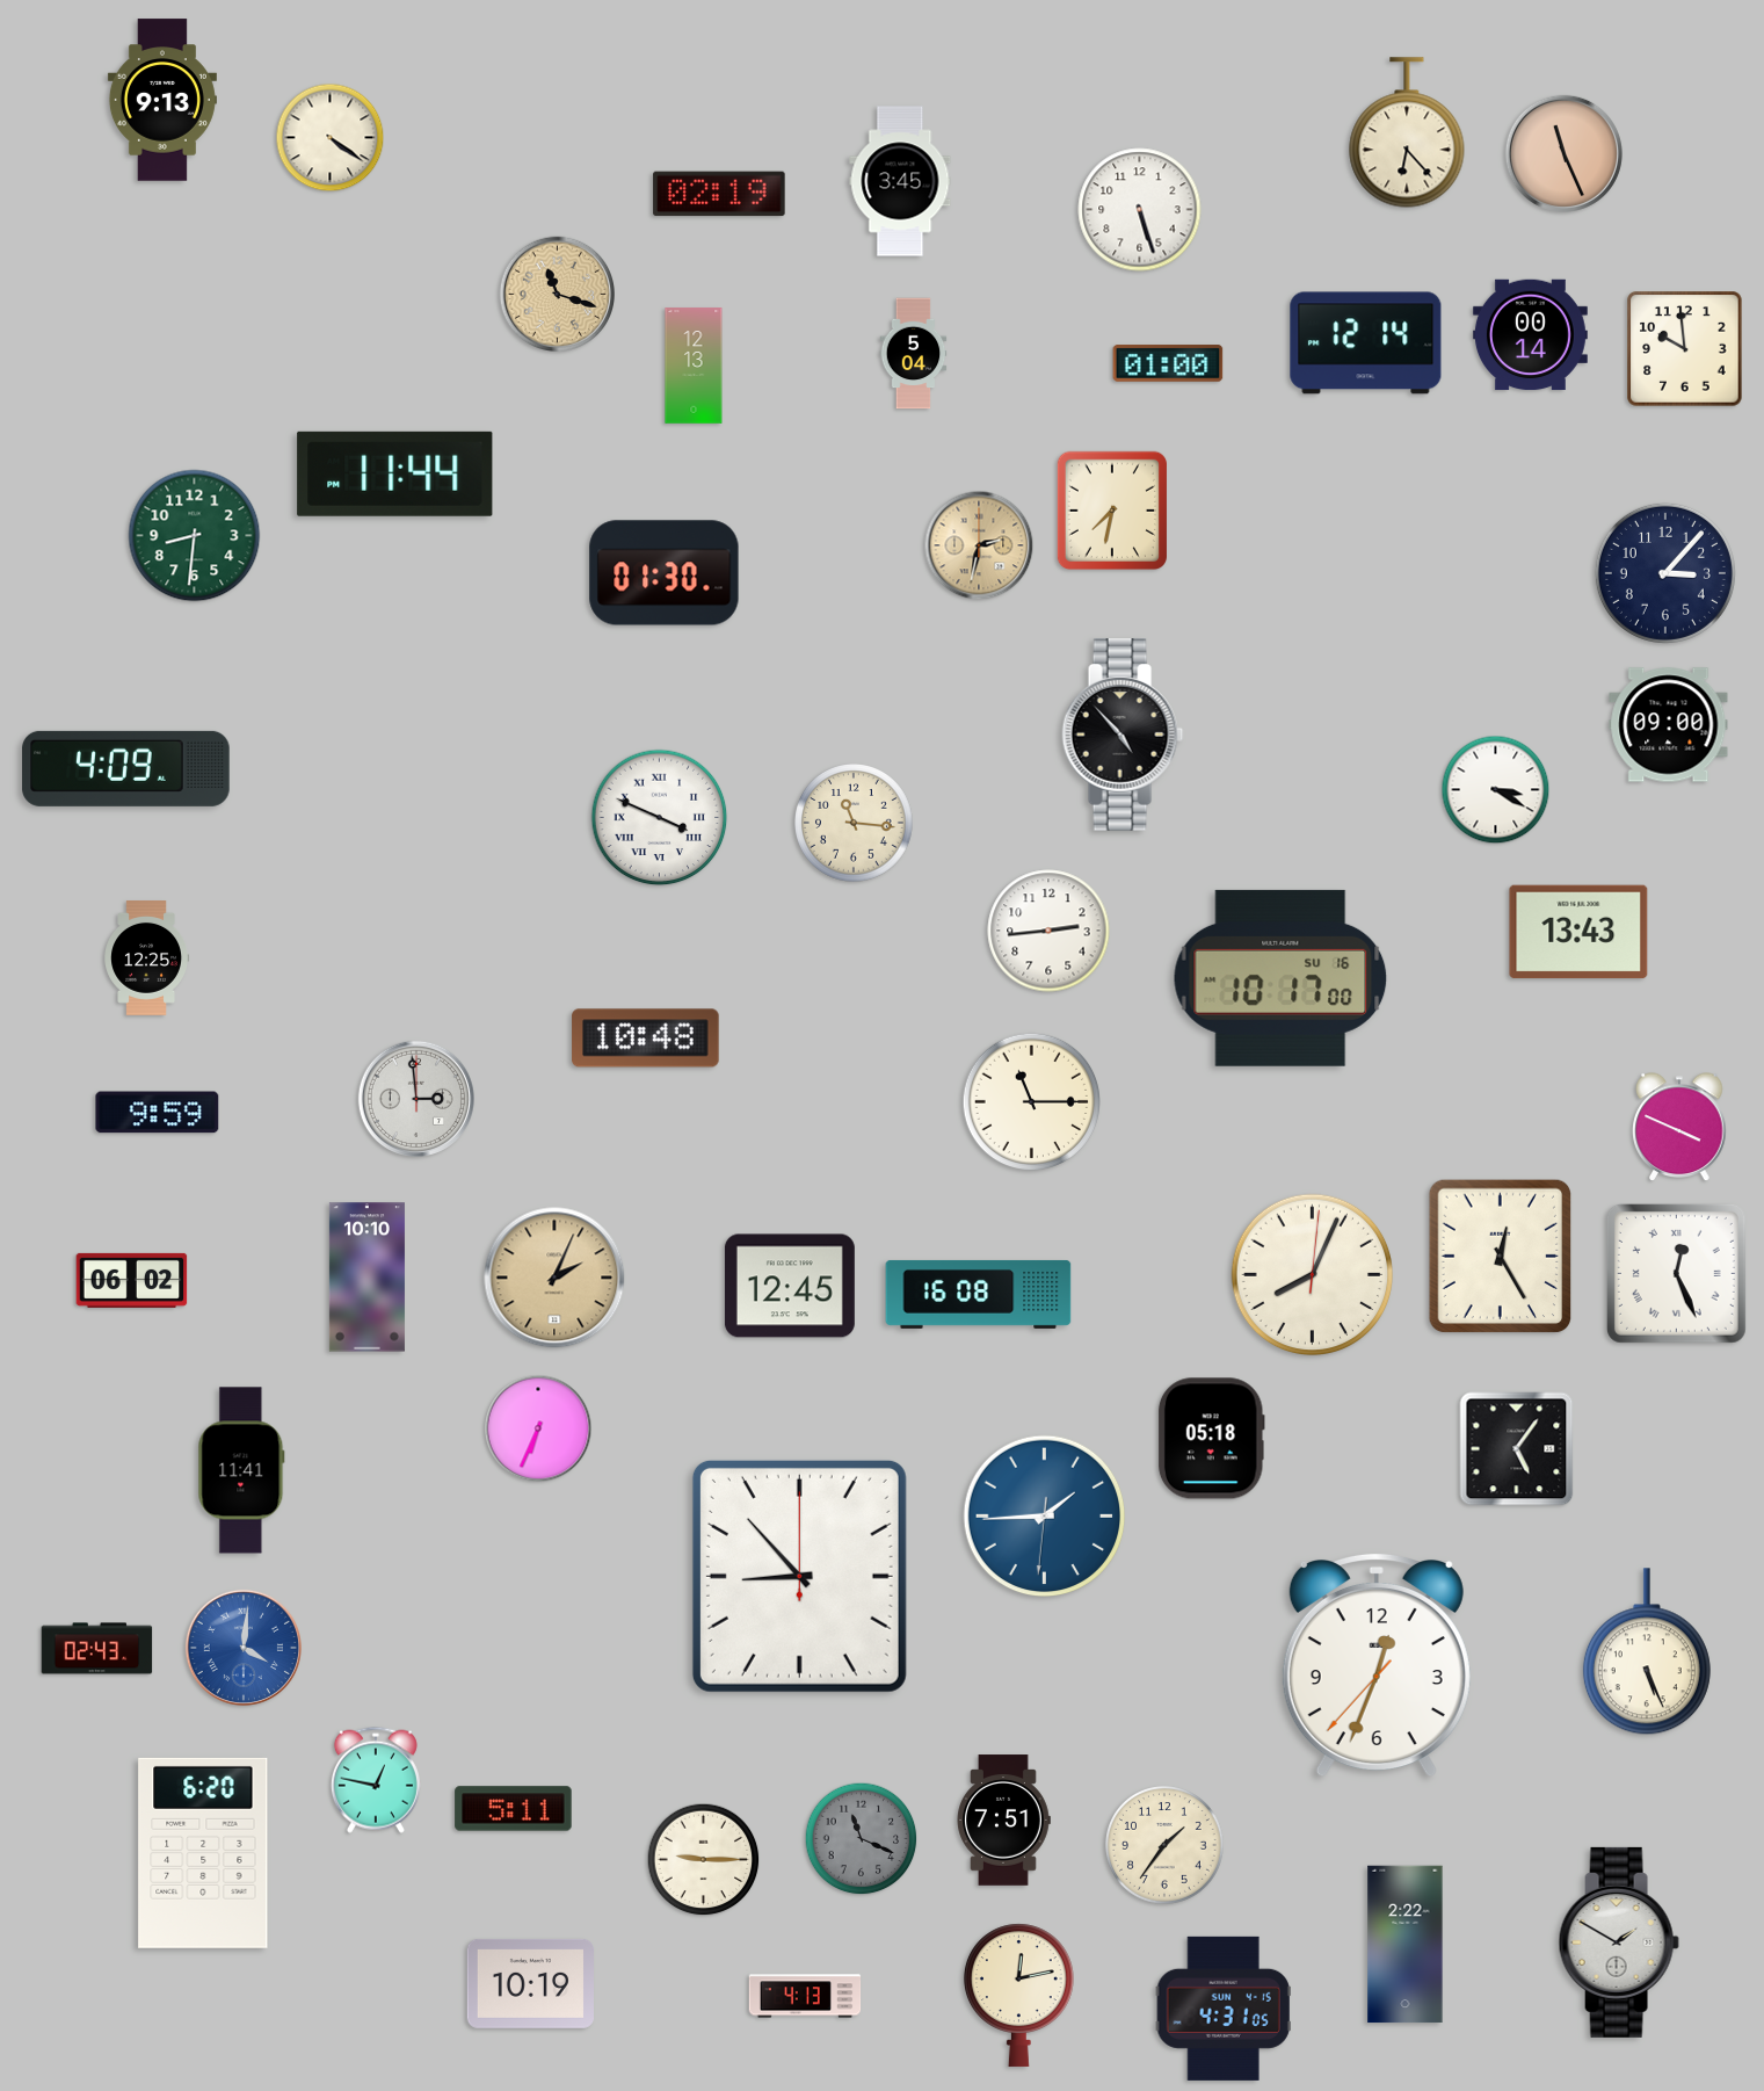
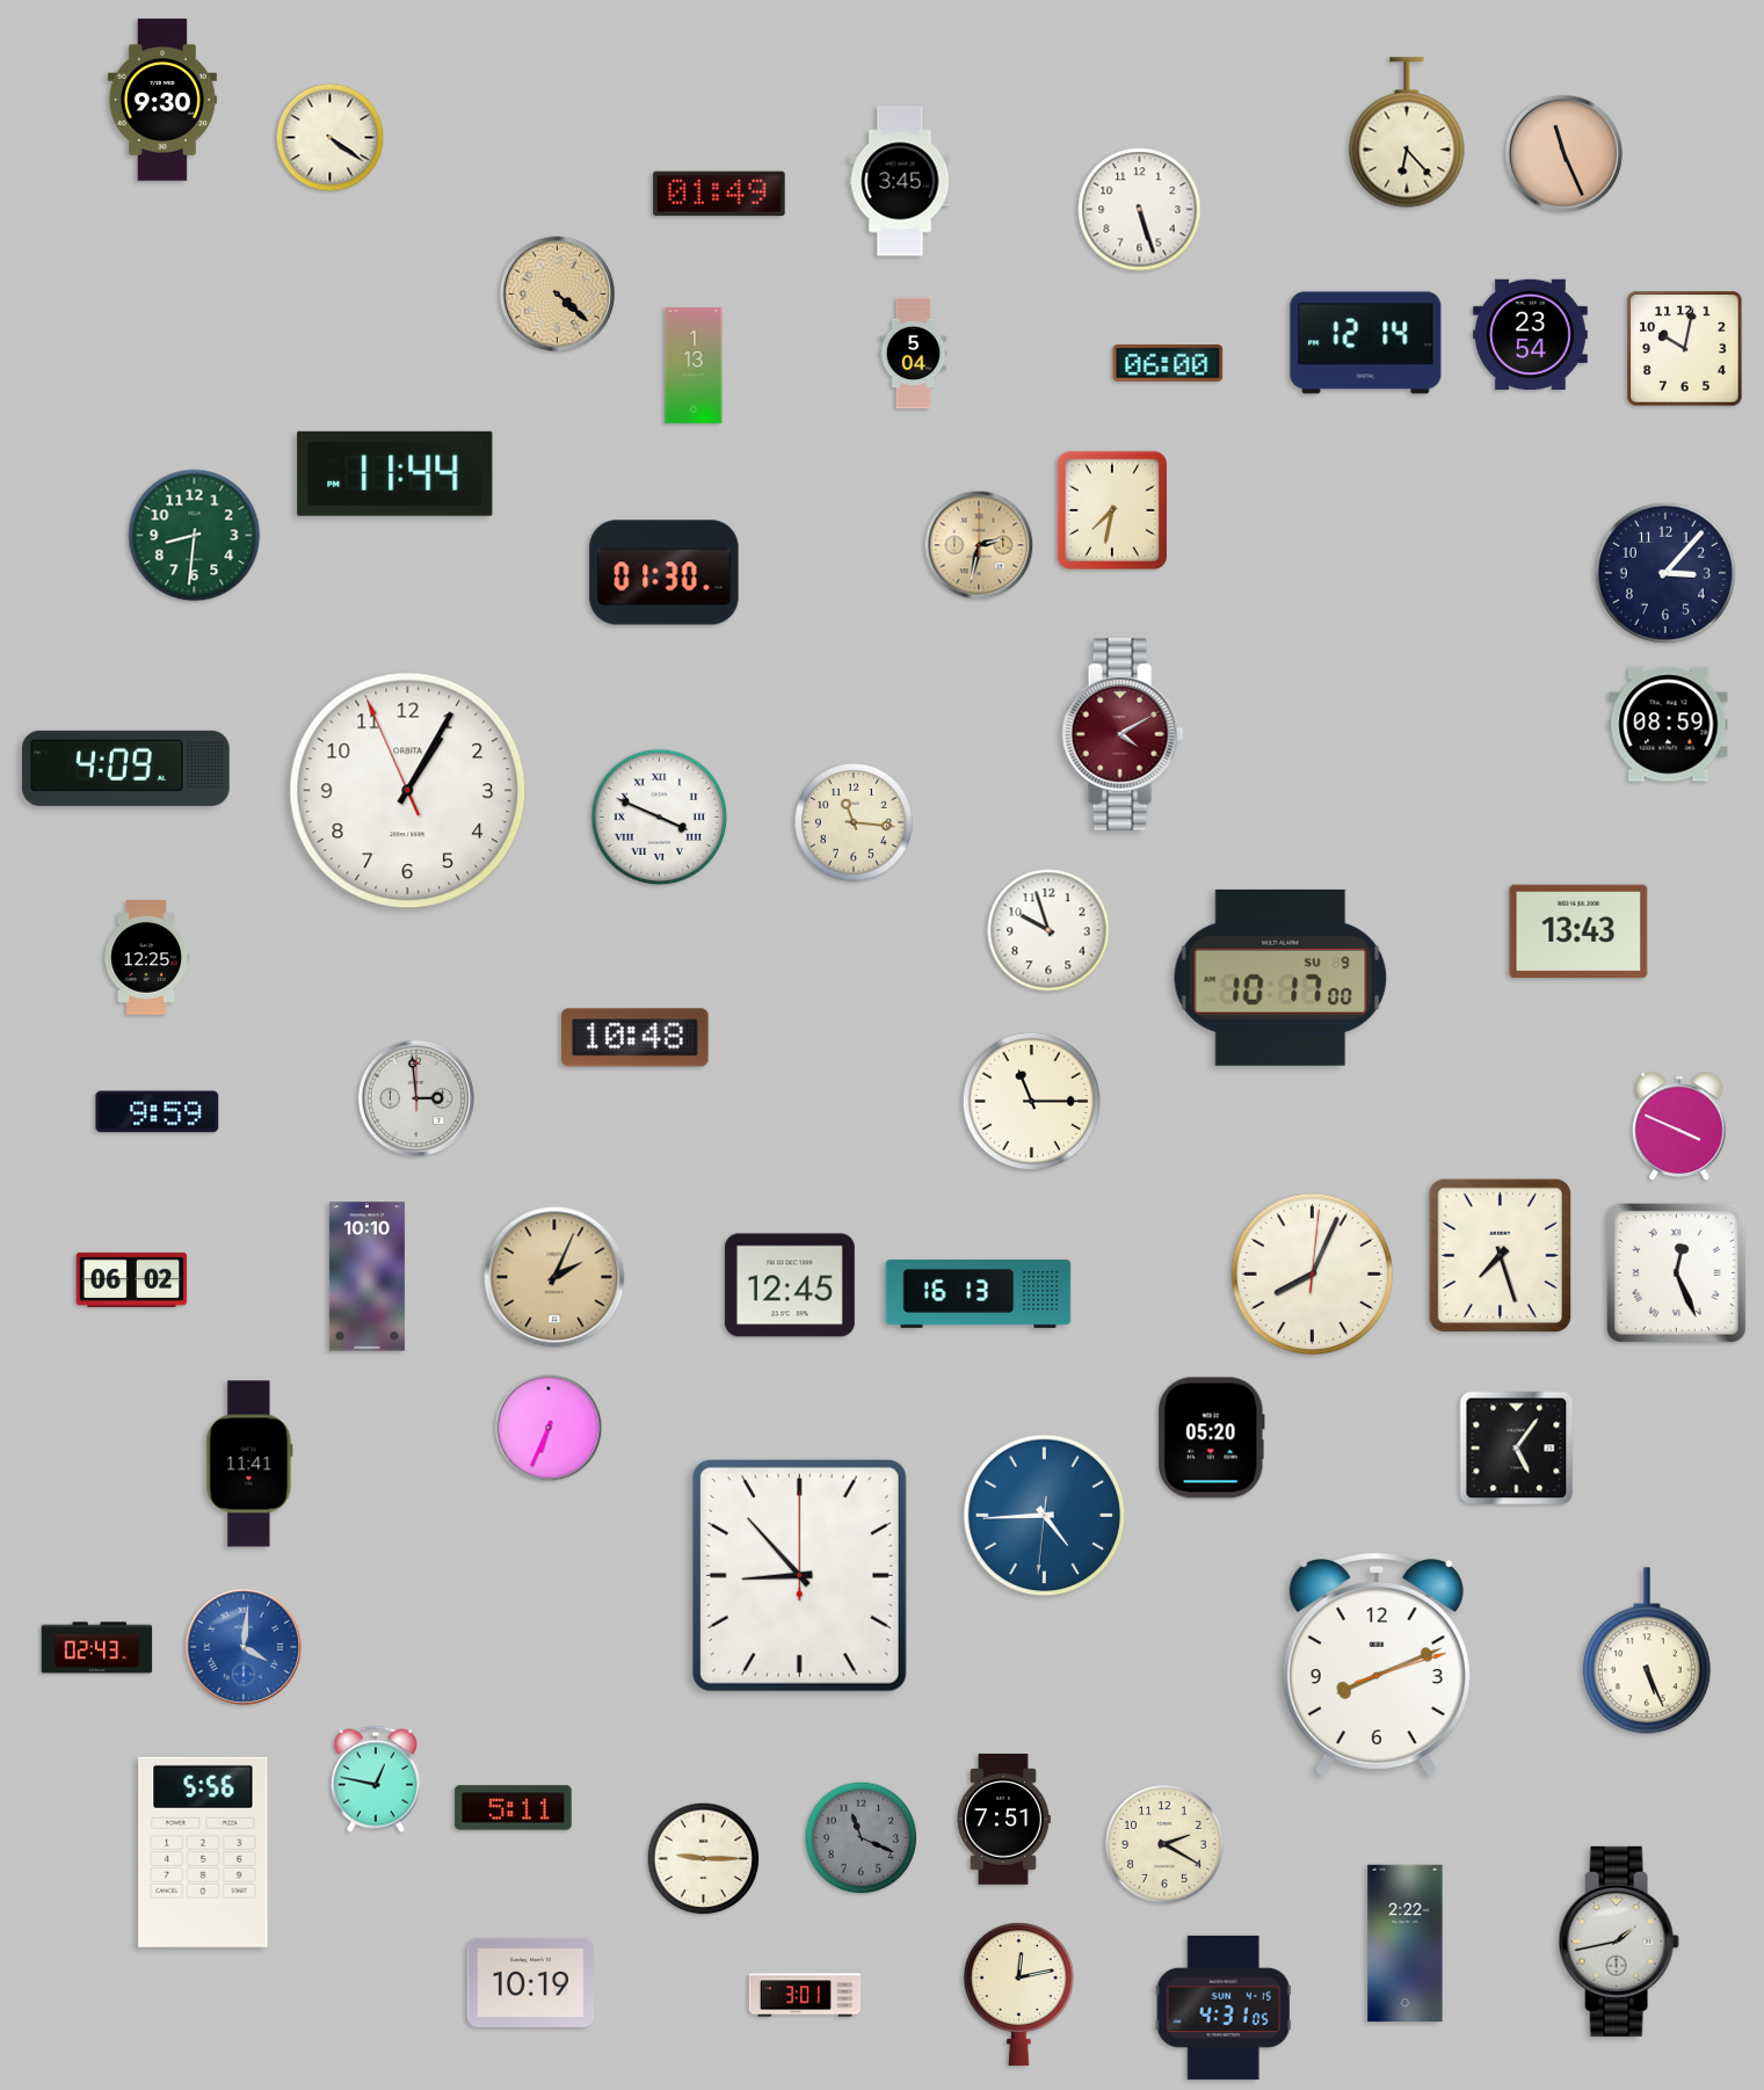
clock at (162, 100): 9:13 -> 9:30
clock at (719, 194): 02:19 -> 01:49
clock at (557, 294): 11:18 -> 4:22
clock at (1530, 335): 00:14 -> 23:54
clock at (1685, 349): 9:59 -> 10:02
clock at (1168, 363): 01:00 -> 06:00
clock at (694, 366): 12:13 -> 1:13
clock at (1669, 725): 09:00 -> 08:59
clock at (1123, 735): 4:53 -> 4:10
clock at (1123, 735) dial: black -> burgundy
clock at (1496, 790): 3:20 -> none
clock at (408, 791): none -> 1:04
clock at (1048, 931): 2:44 -> 9:57
clock at (1280, 978) date: SU 16 -> SU 9
clock at (646, 1039) position: (646, 1039) -> (636, 1038)
clock at (1501, 1257): 12:25 -> 7:27
clock at (979, 1294): 16:08 -> 16:13
clock at (538, 1428) position: (538, 1428) -> (549, 1428)
clock at (1211, 1439): 05:18 -> 05:20
clock at (241, 1470) position: (241, 1470) -> (249, 1464)
clock at (1045, 1517): 1:44 -> 4:44
clock at (1377, 1665): 12:33 -> 8:11
clock at (1166, 1846): 1:36 -> 2:20
clock at (203, 1853): 6:20 -> 5:56
clock at (1619, 1942): 1:50 -> 1:43
clock at (805, 1996): 4:13 -> 3:01
